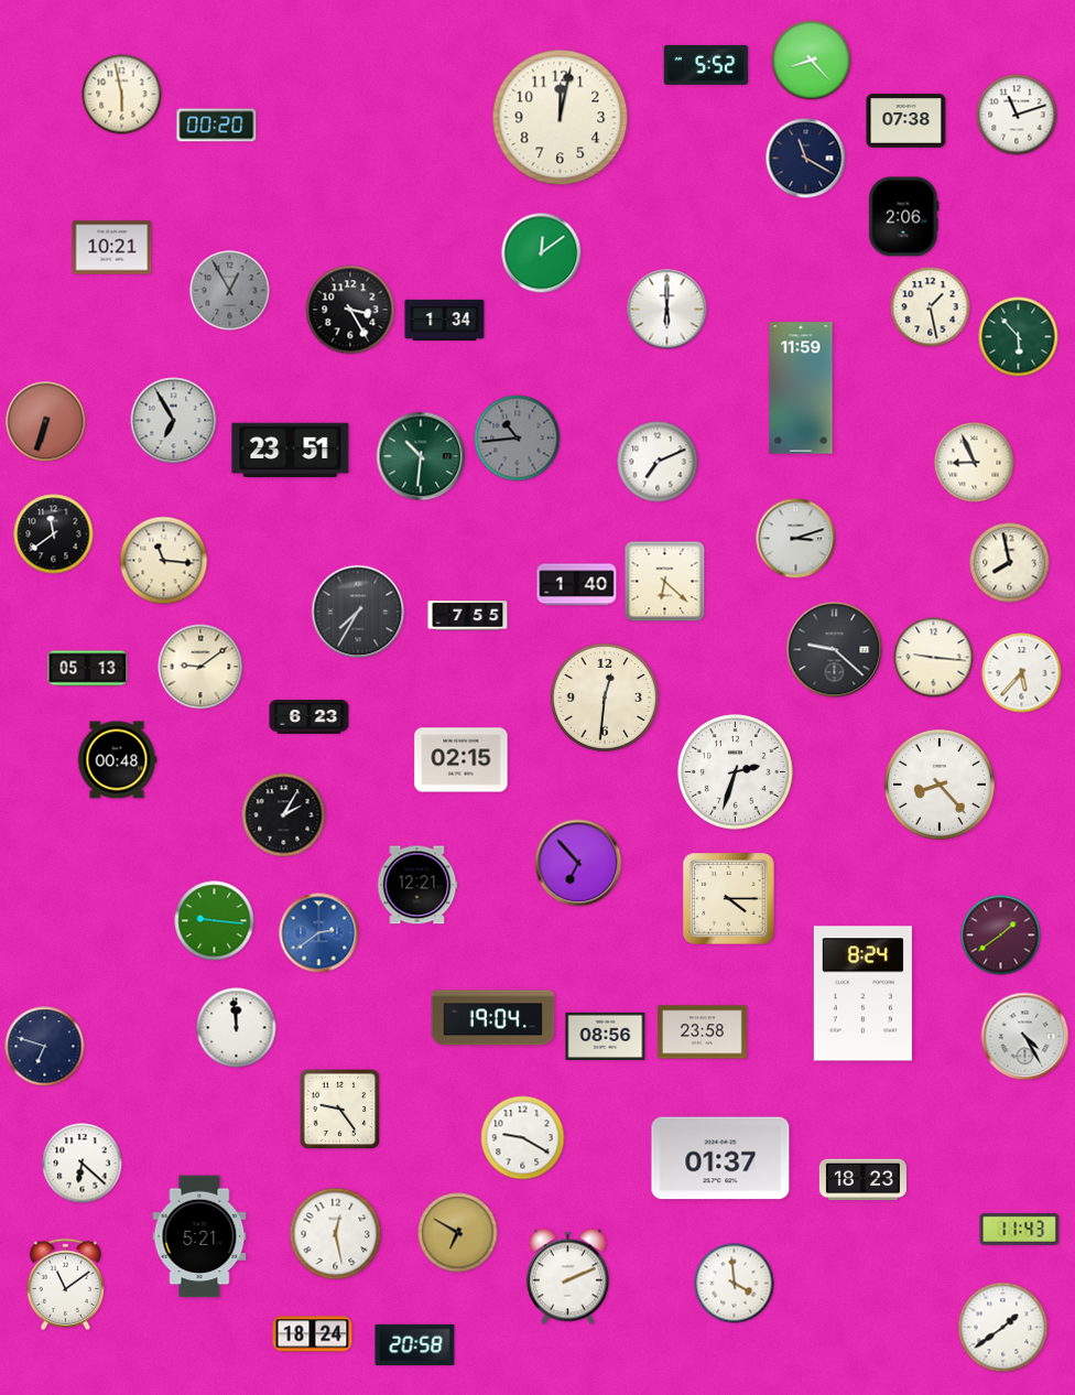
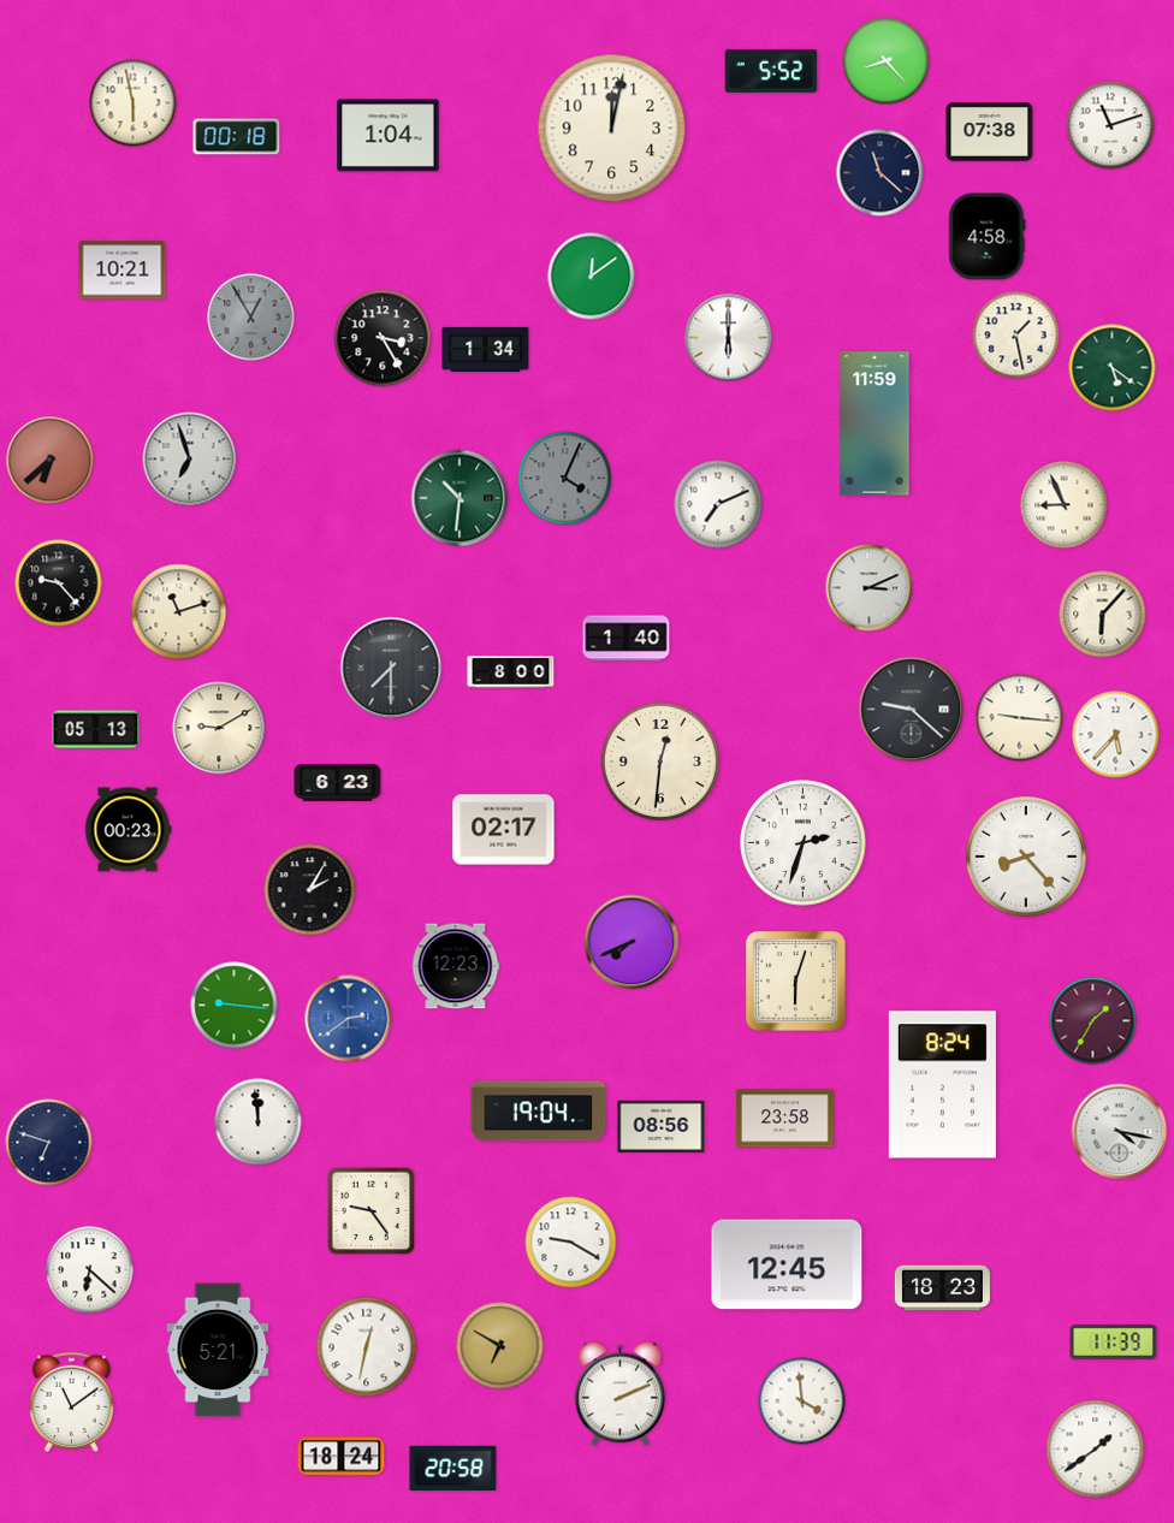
clock at (812, 61) position: (812, 61) -> (887, 61)
clock at (389, 136): none -> 1:04
clock at (217, 126): 00:20 -> 00:18
clock at (806, 159): 11:20 -> 11:22
clock at (904, 217): 2:06 -> 4:58
clock at (1019, 337): 5:53 -> 5:21
clock at (174, 421): 6:55 -> 6:57
clock at (46, 422): 6:33 -> 6:38
clock at (518, 439): 10:44 -> 4:04
clock at (291, 451): 23:51 -> none
clock at (54, 534): 11:39 -> 9:23
clock at (796, 539): 3:12 -> 3:11
clock at (164, 561): 11:16 -> 11:12
clock at (1010, 563): 7:58 -> 6:07
clock at (665, 582): 6:22 -> none
clock at (577, 585) position: (577, 585) -> (627, 639)
clock at (358, 612): 7:35 -> 7:30
clock at (468, 616): 7:55 -> 8:00
clock at (200, 667): 9:09 -> 9:10
clock at (117, 760): 00:48 -> 00:23
clock at (462, 760): 02:15 -> 02:17
clock at (578, 863): 6:53 -> 7:41
clock at (417, 885): 12:21 -> 12:23
clock at (729, 899): 4:15 -> 6:03
clock at (1001, 936): 1:39 -> 1:35
clock at (702, 1032) position: (702, 1032) -> (784, 1119)
clock at (606, 1036) position: (606, 1036) -> (662, 1126)
clock at (1025, 1037): 4:25 -> 4:17
clock at (720, 1158): 01:37 -> 12:45
clock at (1020, 1230): 11:43 -> 11:39
clock at (336, 1234): 12:28 -> 12:32
